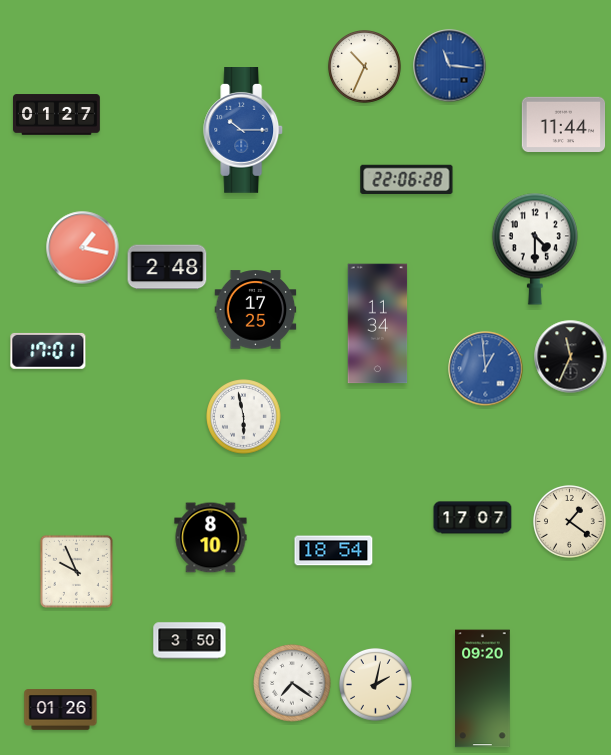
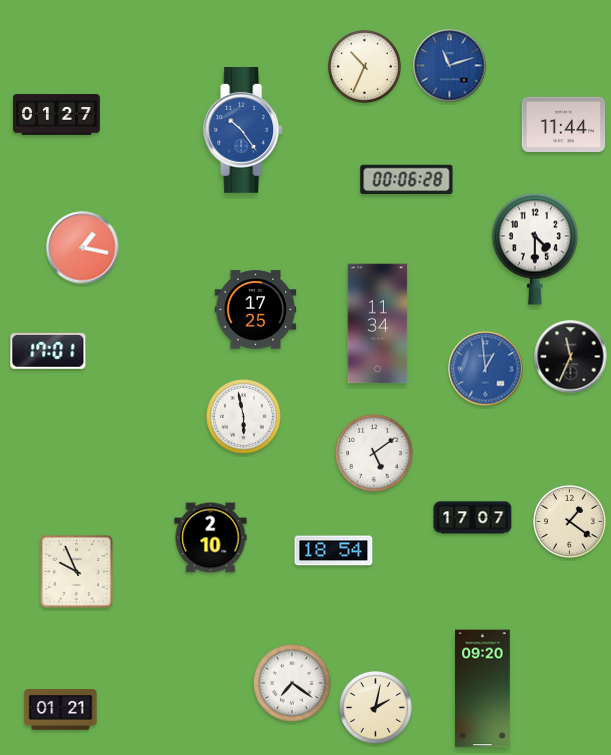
clock at (450, 66): 11:16 -> 11:12
clock at (244, 131): 10:15 -> 10:24
clock at (407, 179): 22:06 -> 00:06
clock at (167, 267): 2:48 -> none
clock at (374, 453): none -> 5:09
clock at (211, 538): 8:10 -> 2:10
clock at (190, 641): 3:50 -> none
clock at (376, 685) position: (376, 685) -> (376, 708)
clock at (61, 710): 01:26 -> 01:21
